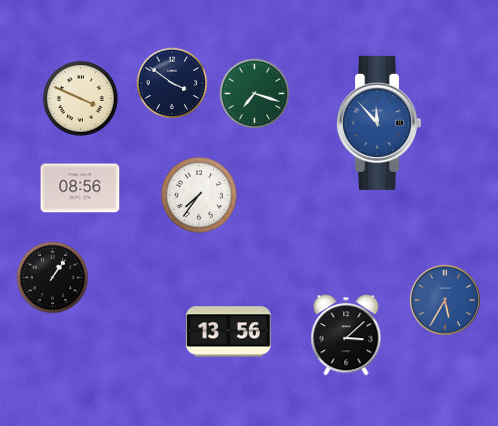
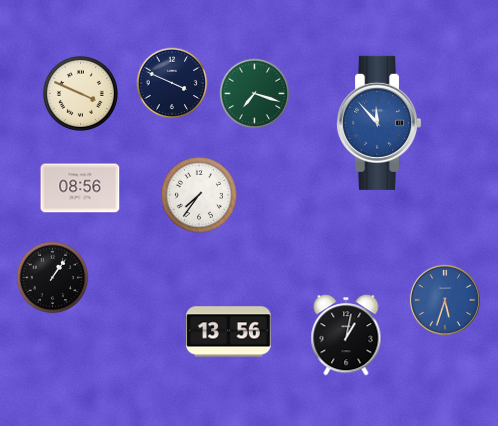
clock at (172, 83): 3:51 -> 3:49
clock at (80, 98) position: (80, 98) -> (80, 93)
clock at (445, 300): 5:35 -> 5:33
clock at (346, 335): 3:08 -> 1:02
